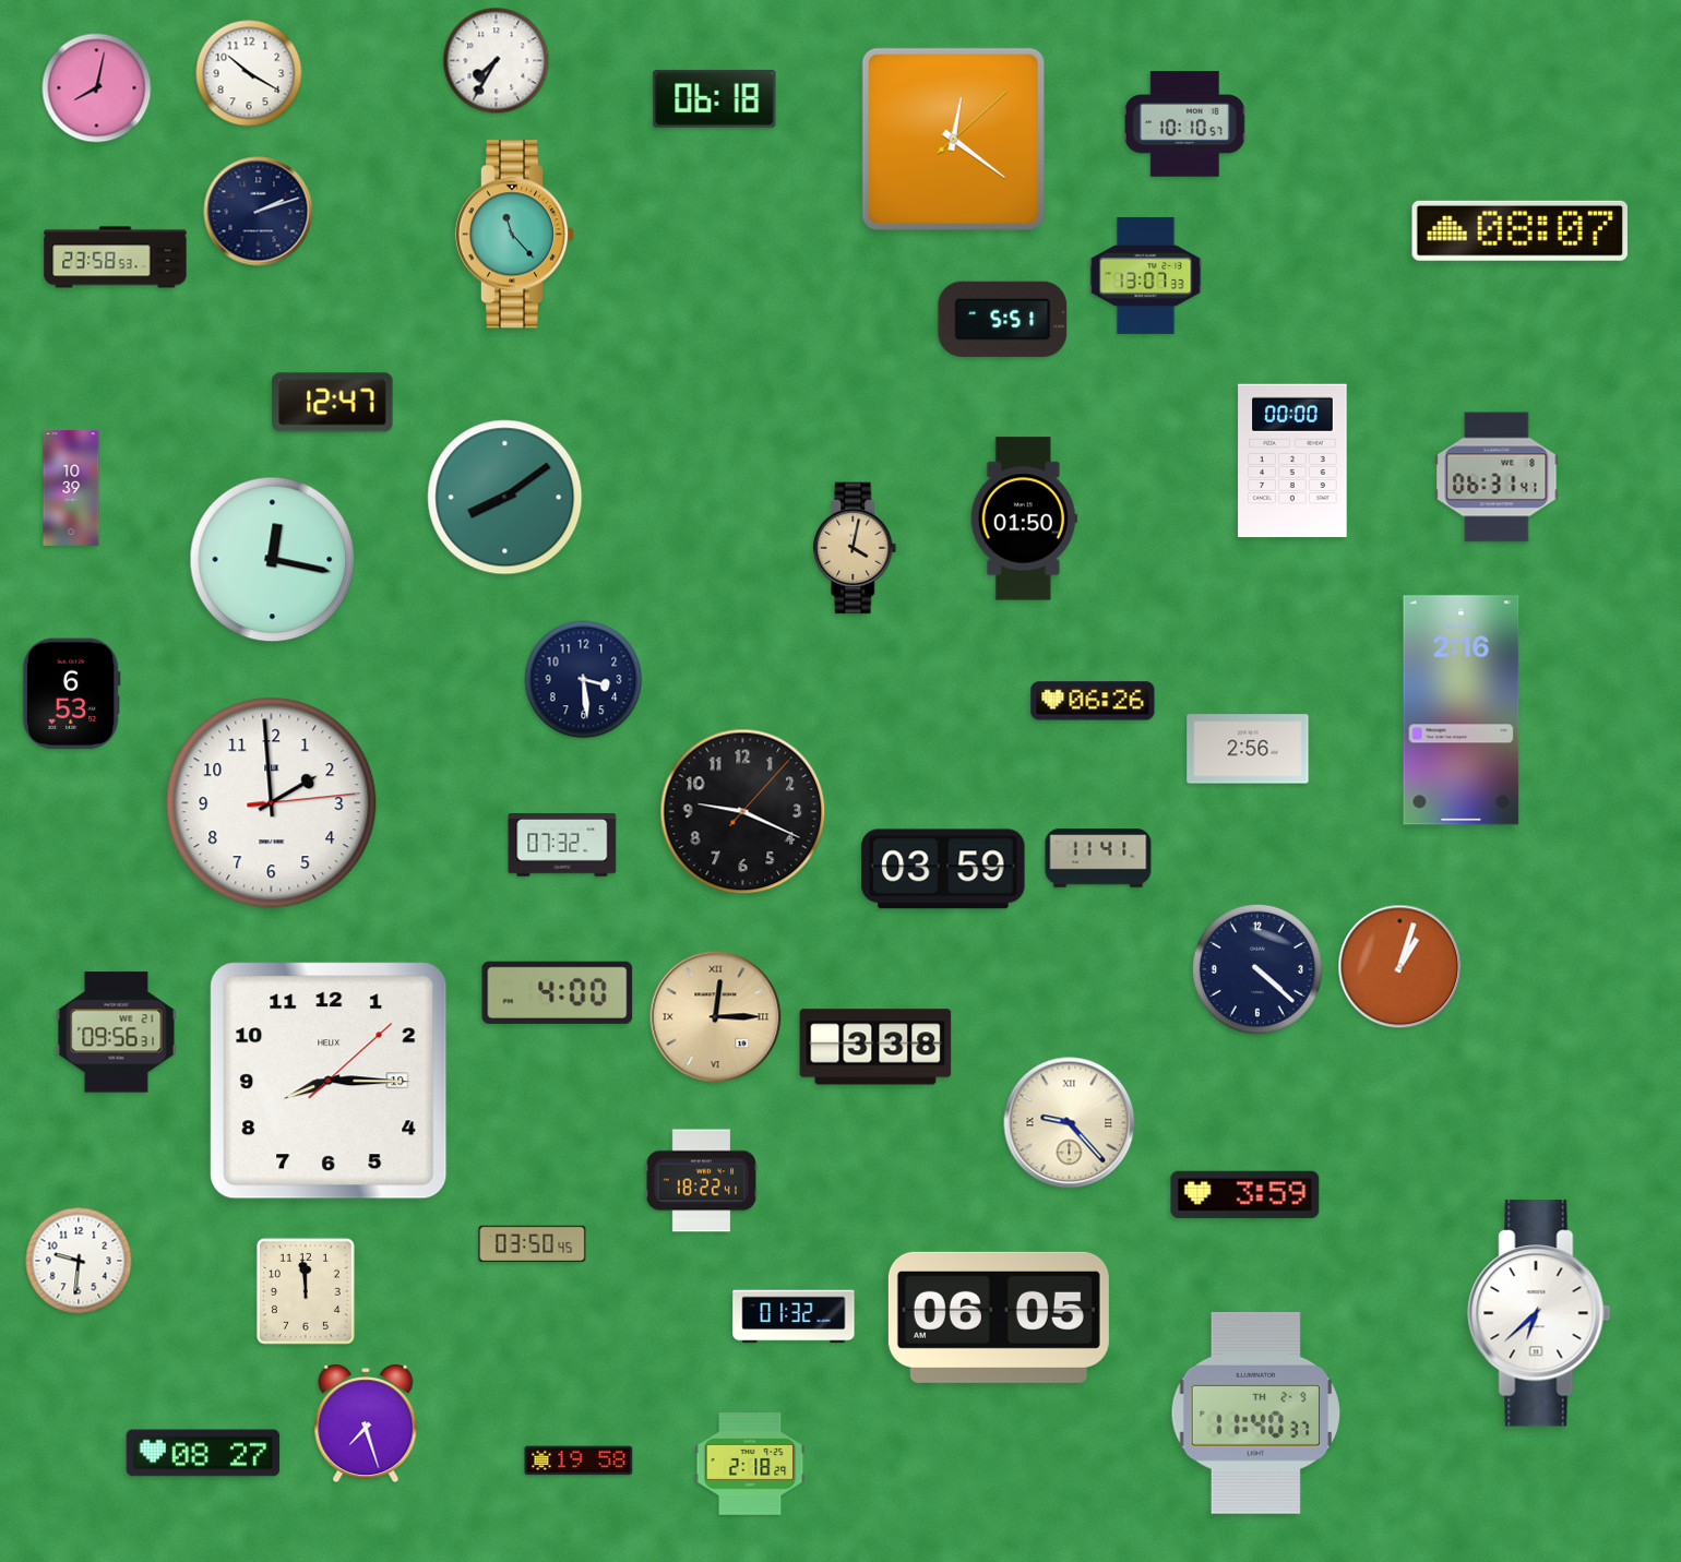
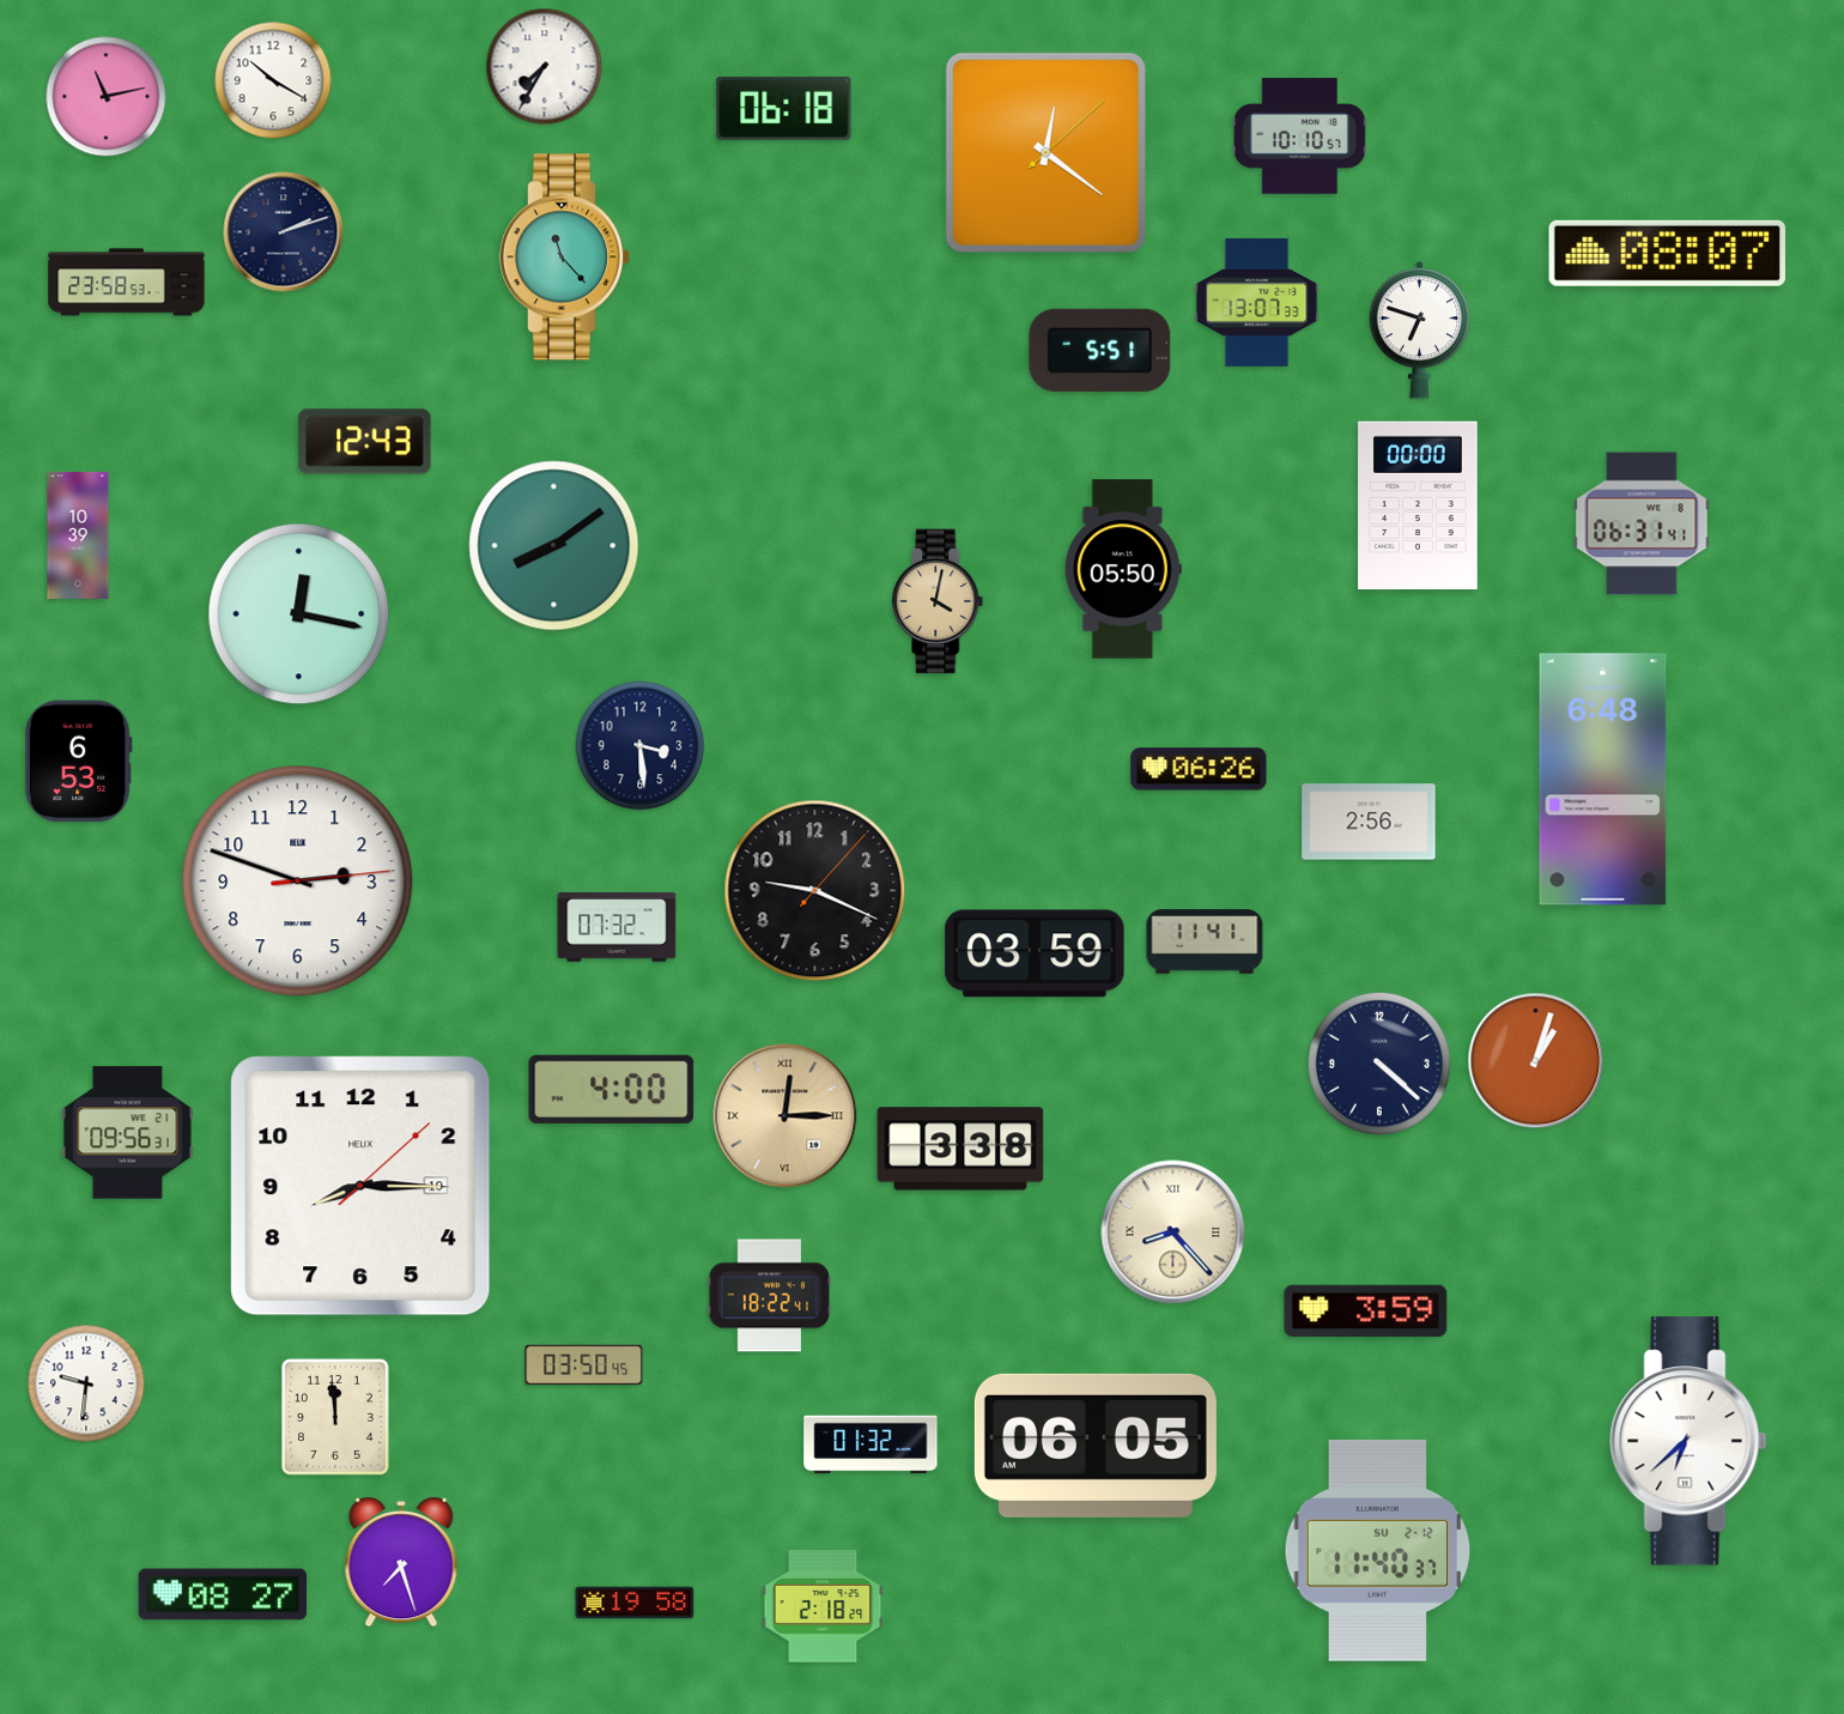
clock at (97, 88): 8:02 -> 11:13
clock at (1420, 329): none -> 6:48
clock at (333, 403): 12:47 -> 12:43
clock at (1024, 518): 01:50 -> 05:50
clock at (1462, 711): 2:16 -> 6:48
clock at (272, 803): 1:59 -> 2:48
clock at (1070, 1123): 9:23 -> 8:23
clock at (1256, 1412) date: TH 2-9 -> SU 2-12
